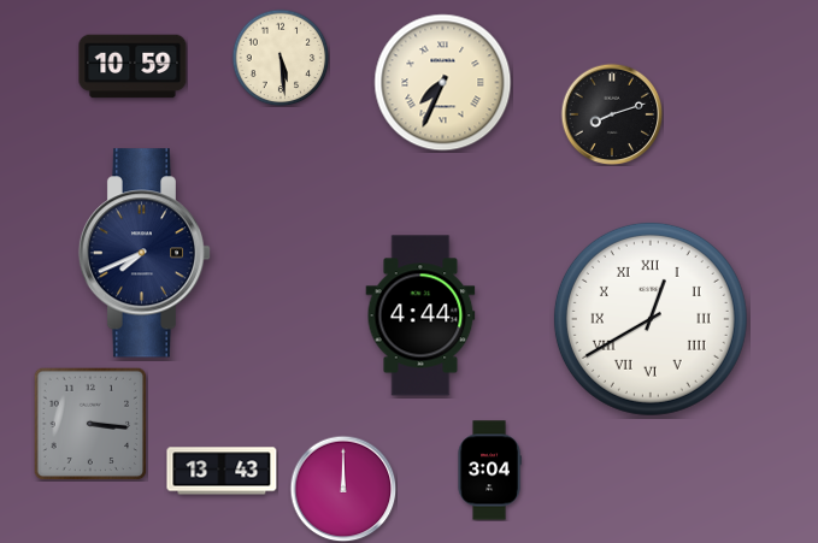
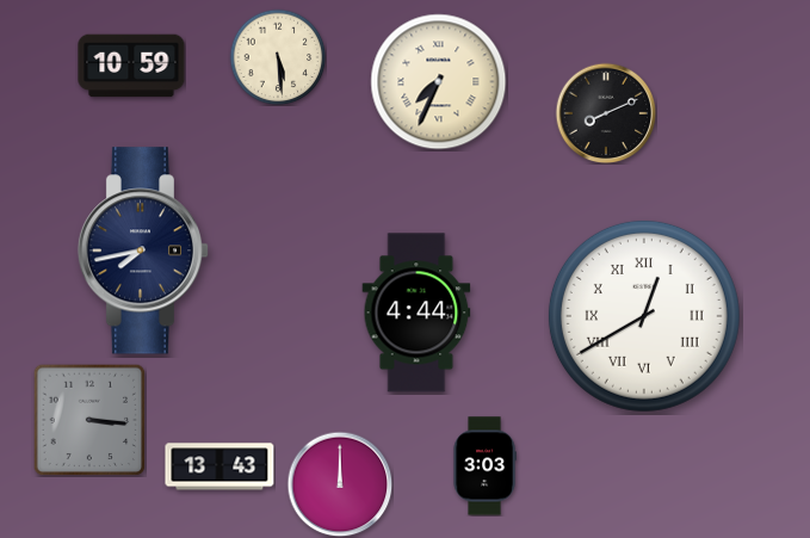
clock at (612, 114): 8:12 -> 8:11
clock at (145, 253): 7:41 -> 7:43
clock at (489, 471): 3:04 -> 3:03
